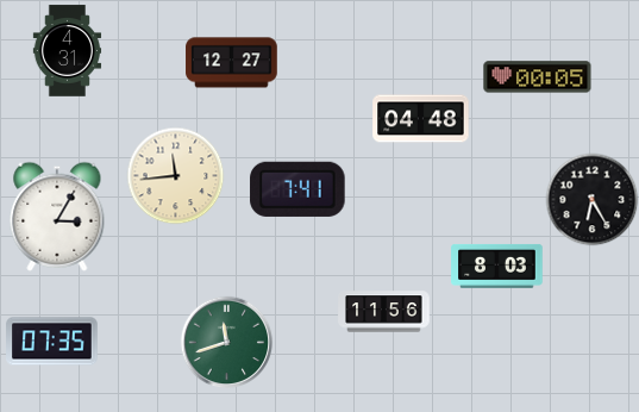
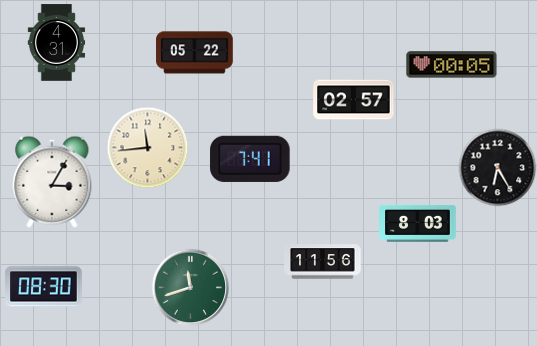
clock at (232, 63): 12:27 -> 05:22
clock at (421, 119): 04:48 -> 02:57
clock at (57, 217) position: (57, 217) -> (52, 182)
clock at (52, 342): 07:35 -> 08:30
